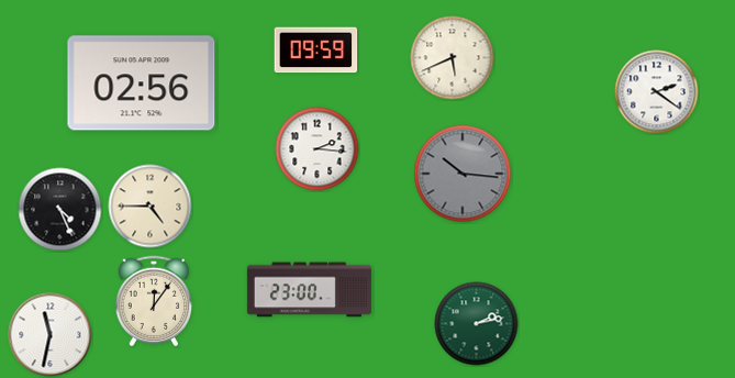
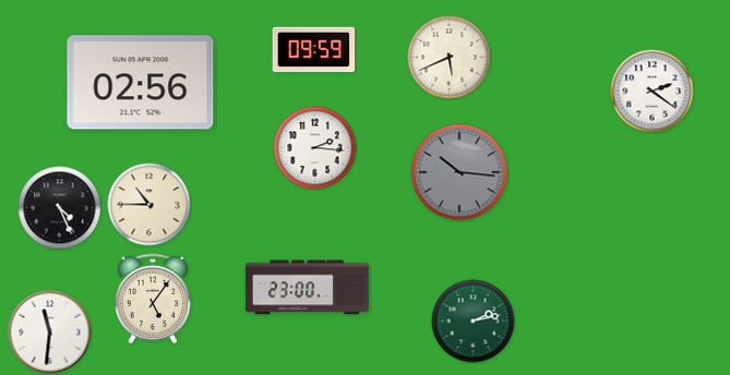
clock at (151, 207): 4:45 -> 10:45
clock at (154, 301): 12:06 -> 5:06
clock at (51, 335): 11:32 -> 11:31
